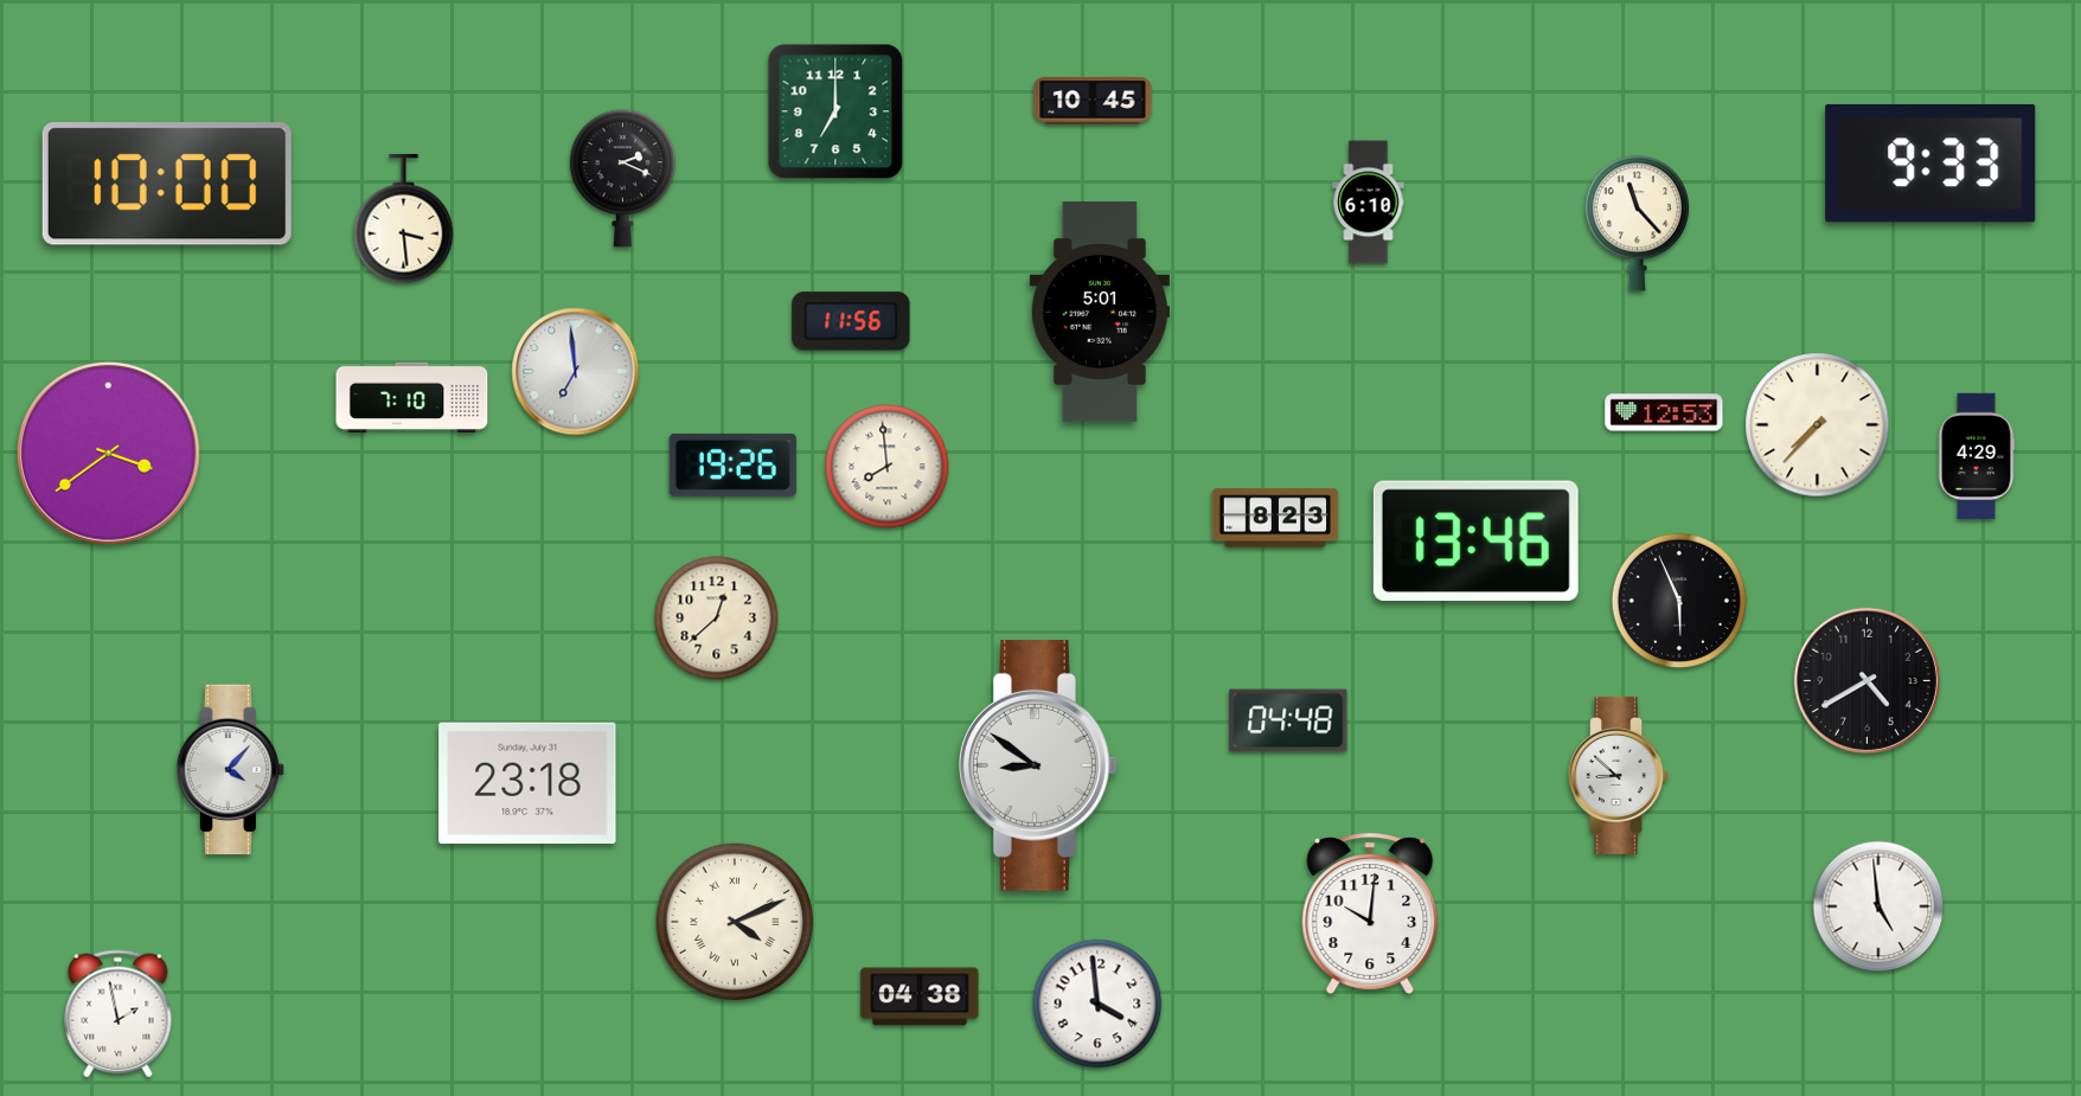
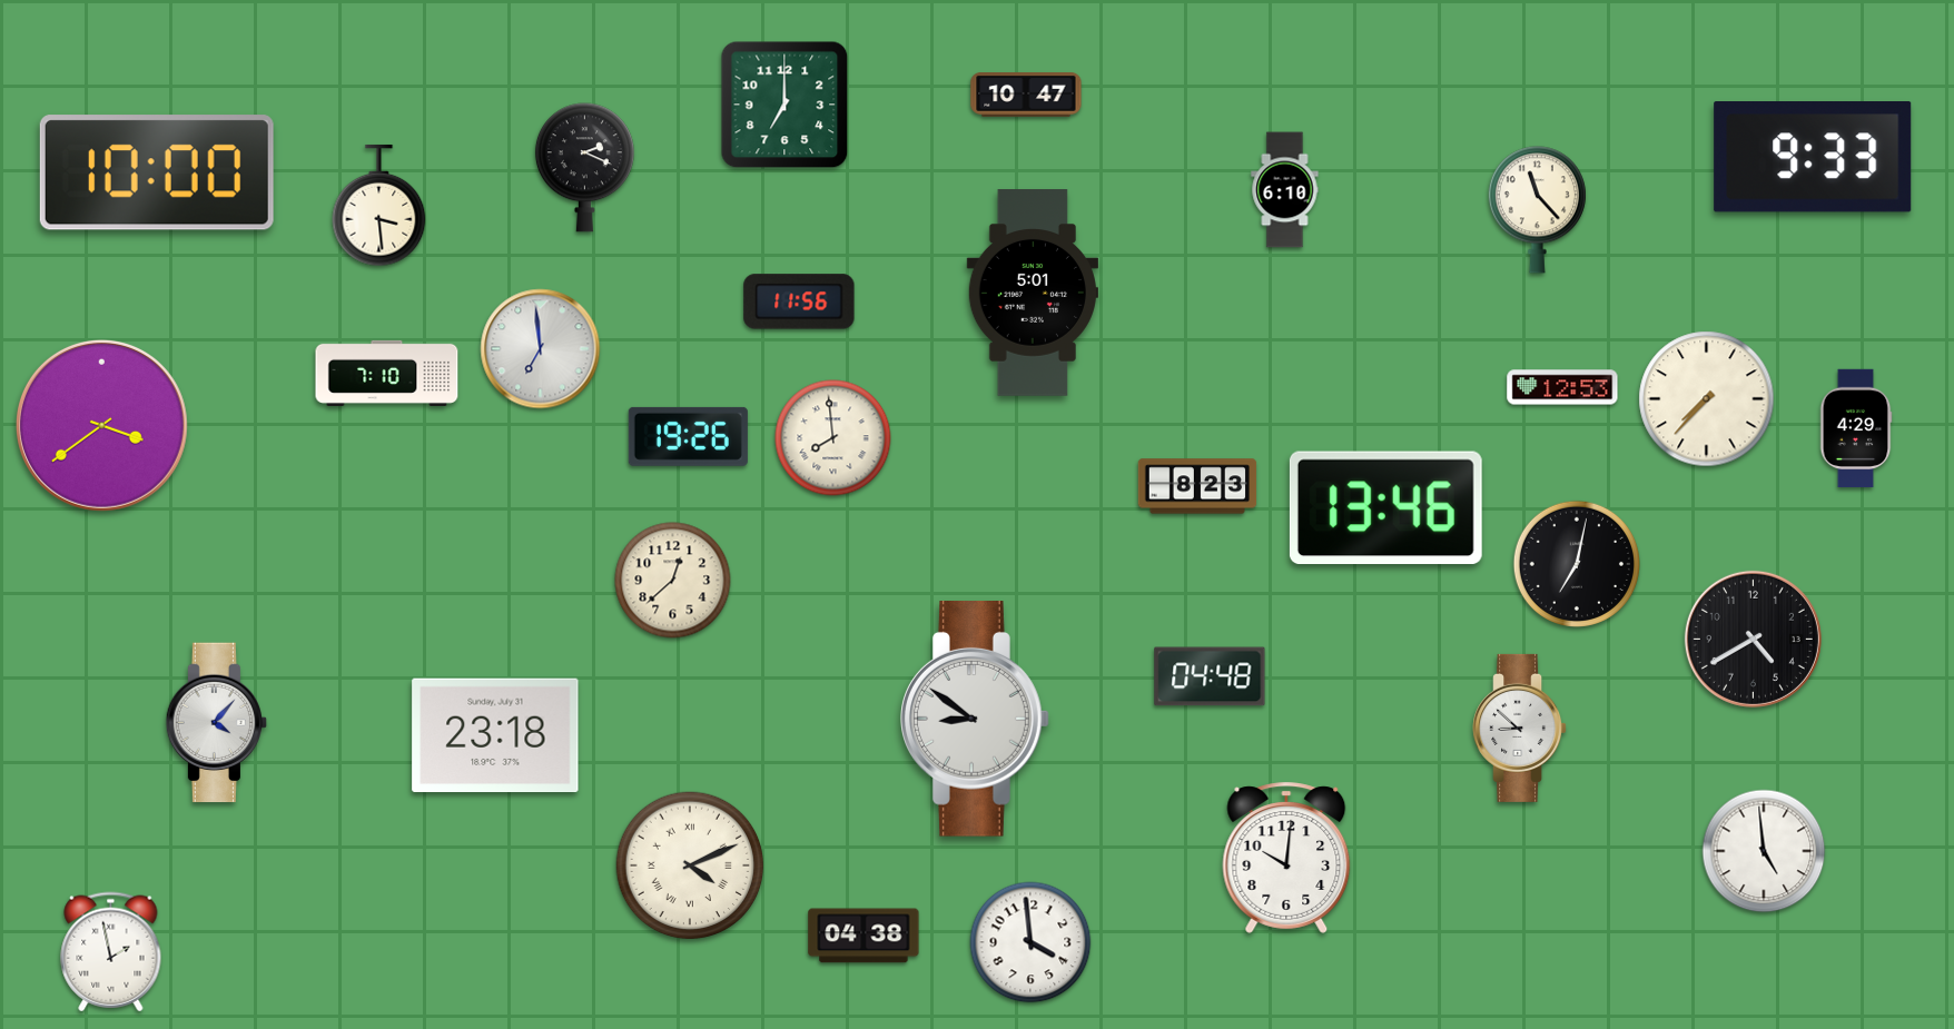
clock at (1093, 102): 10:45 -> 10:47
clock at (1930, 165) position: (1930, 165) -> (1813, 158)
clock at (1679, 601): 5:56 -> 7:02
